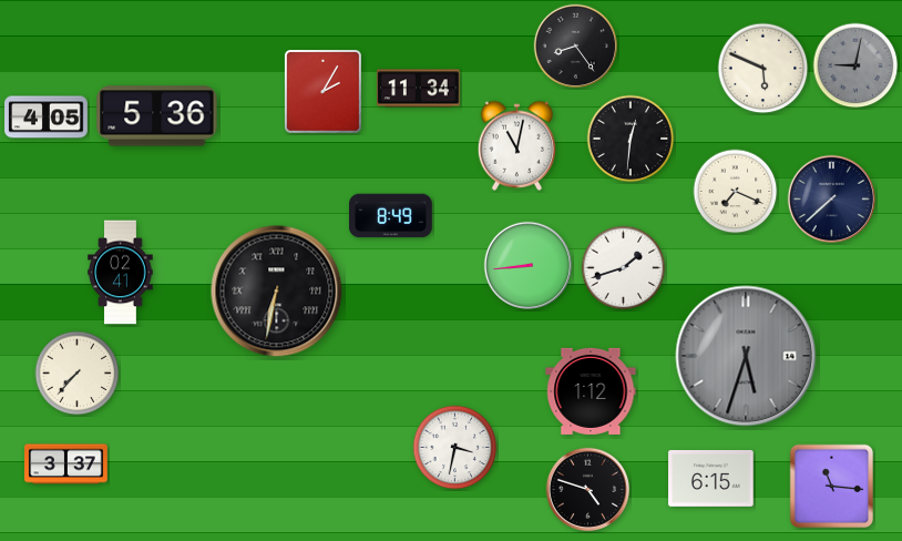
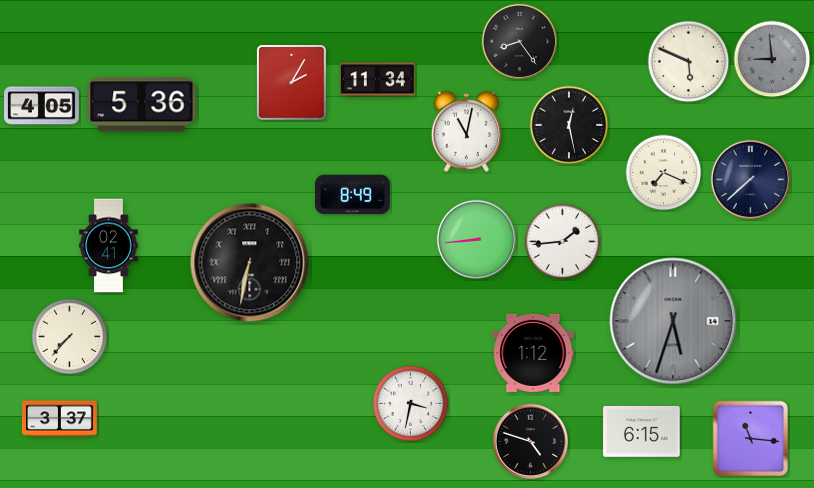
clock at (855, 65): 9:02 -> 8:59
clock at (631, 139): 12:31 -> 12:28
clock at (624, 268): 1:42 -> 1:44
